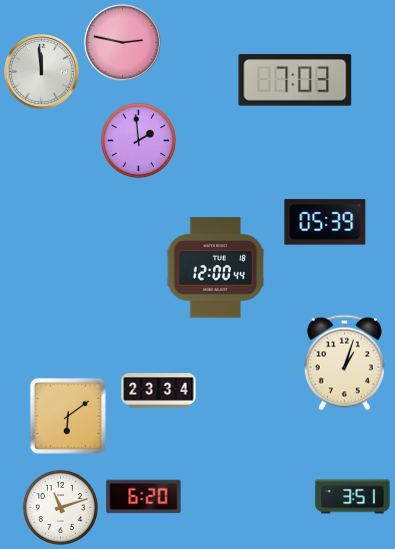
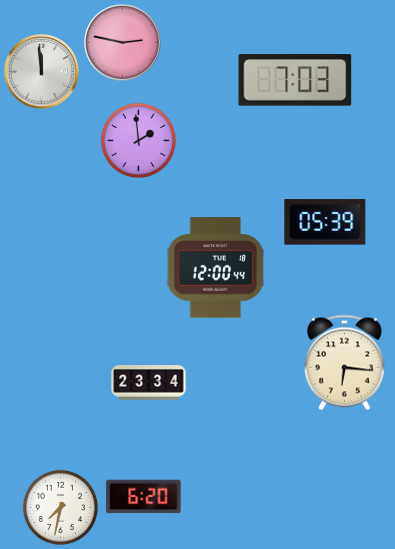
clock at (344, 363): 1:03 -> 6:16
clock at (159, 391) position: (159, 391) -> (149, 383)
clock at (68, 416): 6:09 -> none
clock at (353, 497): 3:51 -> none
clock at (60, 507): 11:12 -> 7:32
